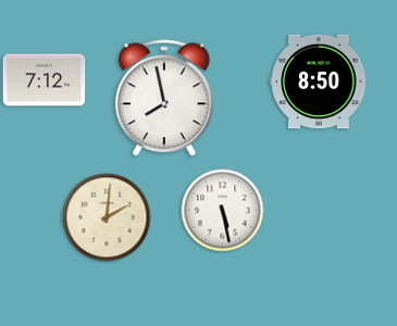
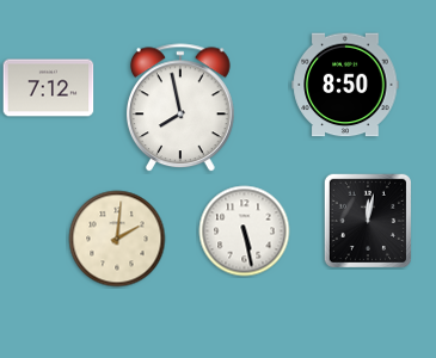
clock at (319, 81) position: (319, 81) -> (345, 85)
clock at (368, 221): none -> 12:02
